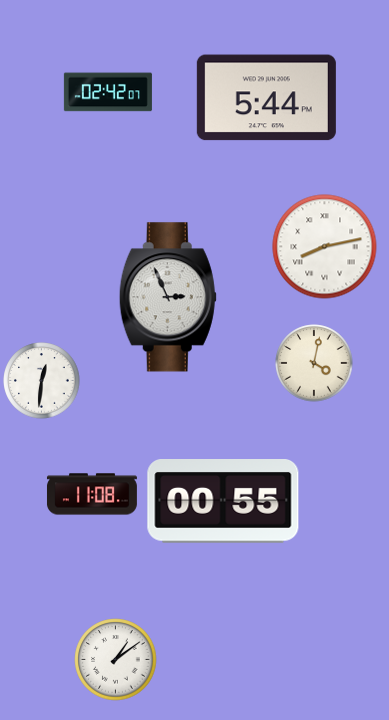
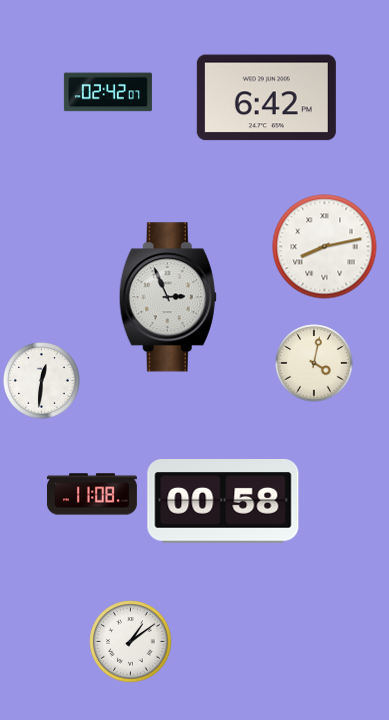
clock at (266, 98): 5:44 -> 6:42
clock at (223, 501): 00:55 -> 00:58
clock at (116, 660) position: (116, 660) -> (131, 642)
